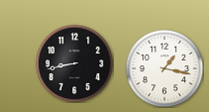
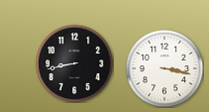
clock at (164, 68): 1:17 -> 3:17
